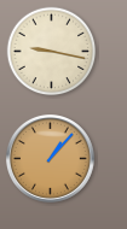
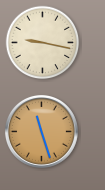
clock at (50, 158): 1:07 -> 11:27
